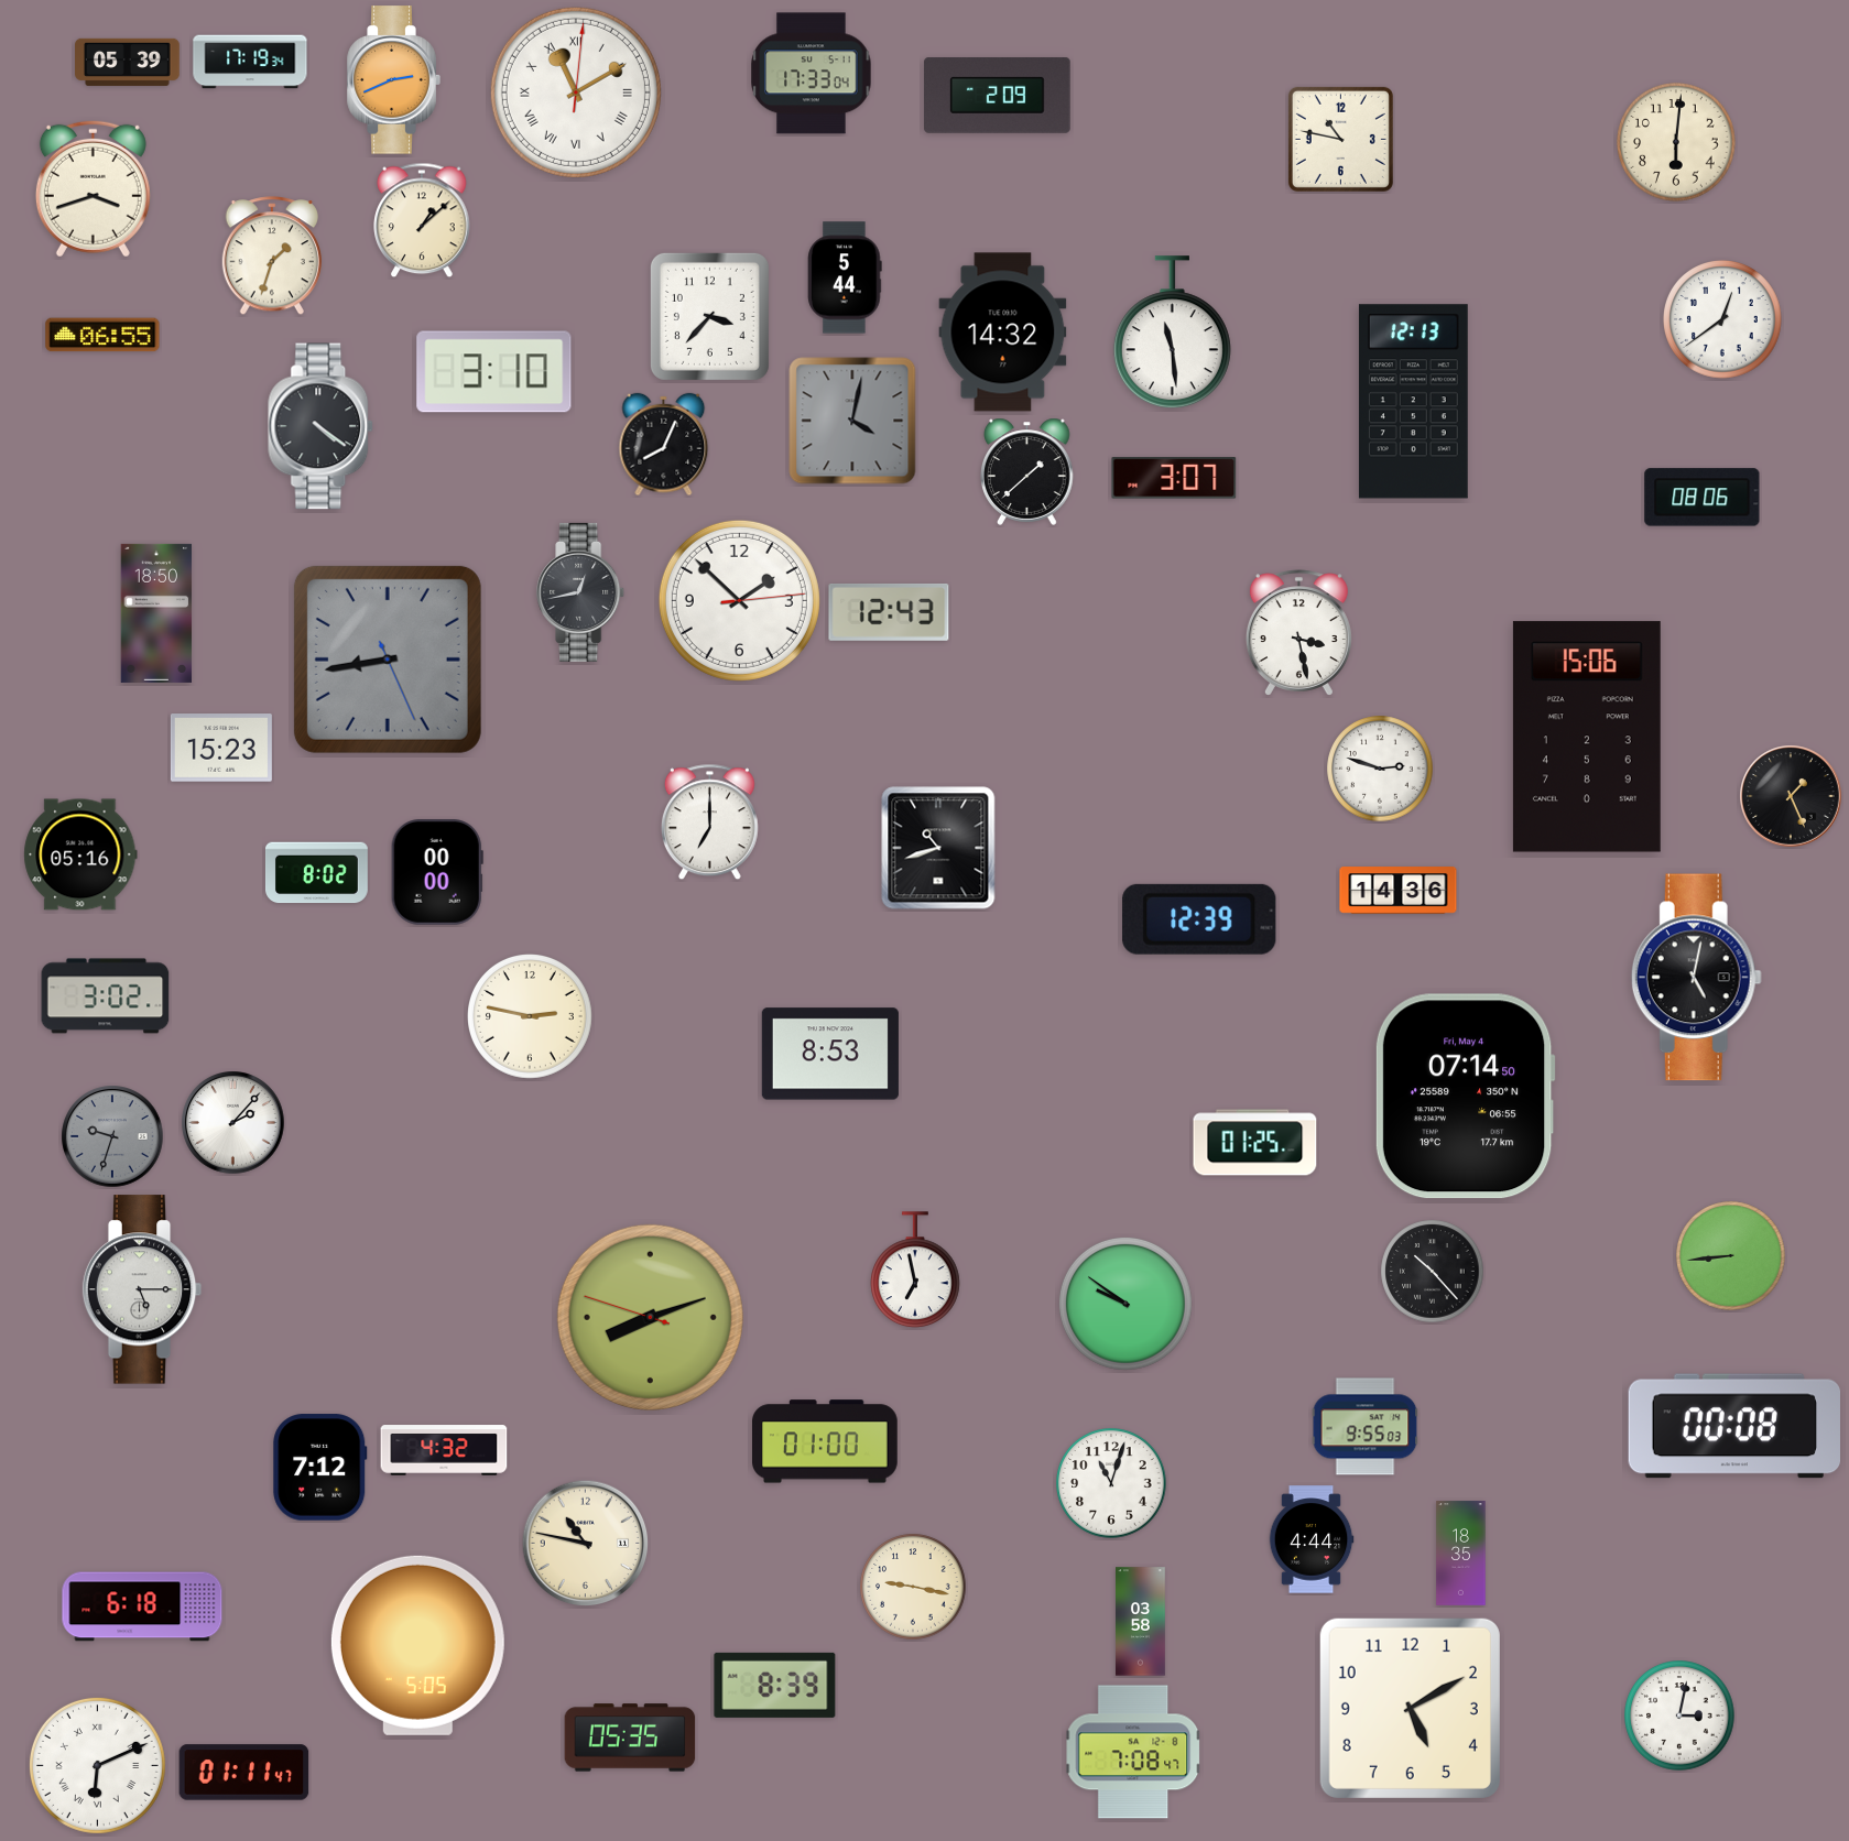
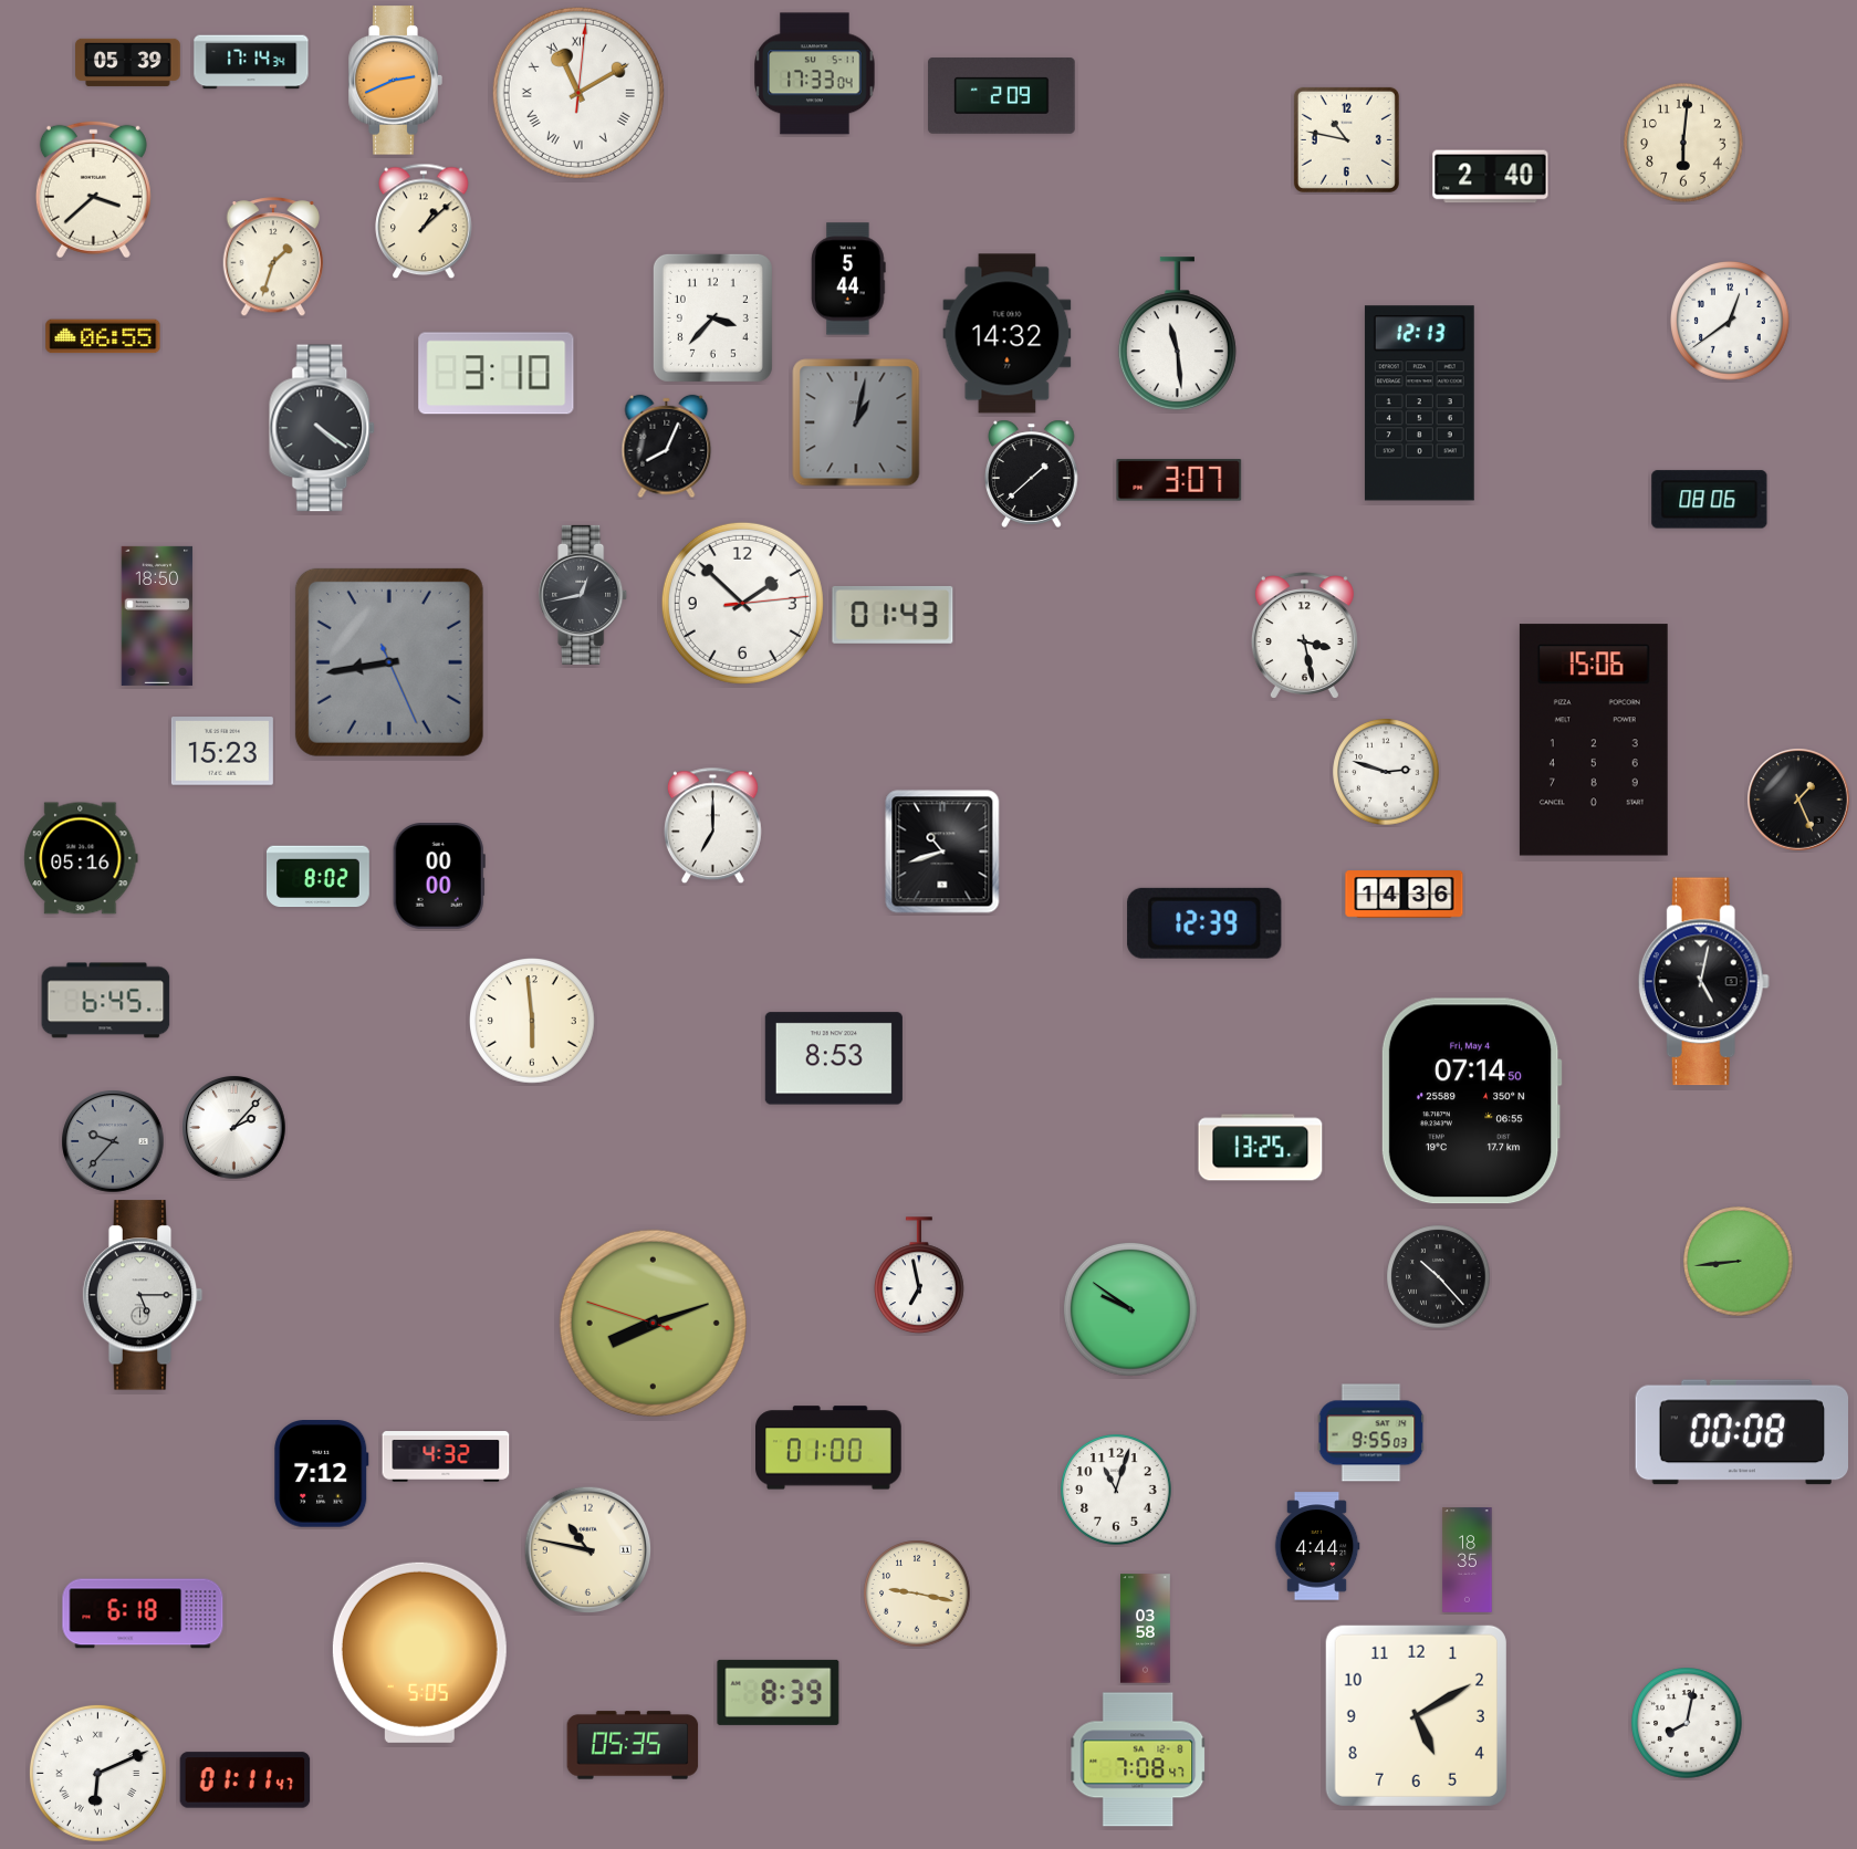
clock at (250, 62): 17:19 -> 17:14
clock at (1491, 177): none -> 2:40
clock at (93, 188): 3:42 -> 3:38
clock at (852, 421): 4:02 -> 1:02
clock at (889, 612): 12:43 -> 01:43
clock at (106, 996): 3:02 -> 6:45
clock at (531, 1017): 2:47 -> 5:59
clock at (112, 1136): 9:33 -> 9:37
clock at (1255, 1143): 01:25 -> 13:25
clock at (1679, 1715): 3:02 -> 8:02
